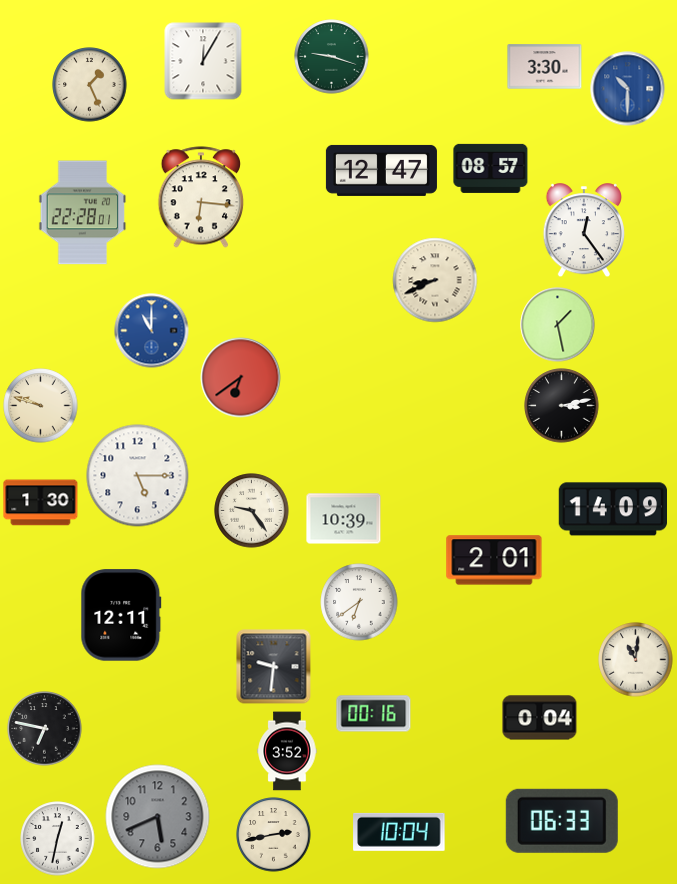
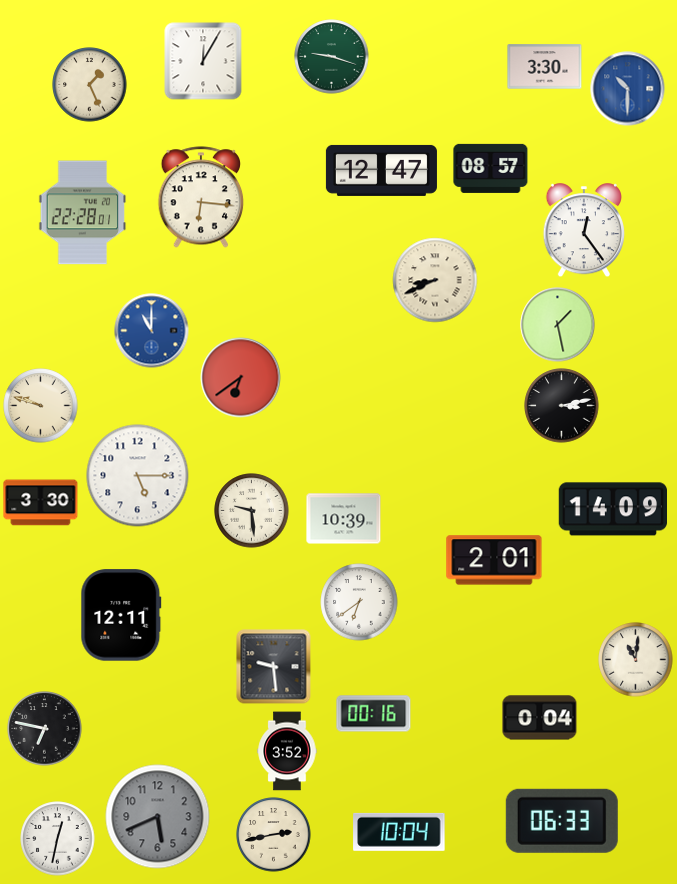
clock at (41, 503): 1:30 -> 3:30
clock at (252, 511): 9:24 -> 9:29
clock at (274, 667): 9:31 -> 9:29
